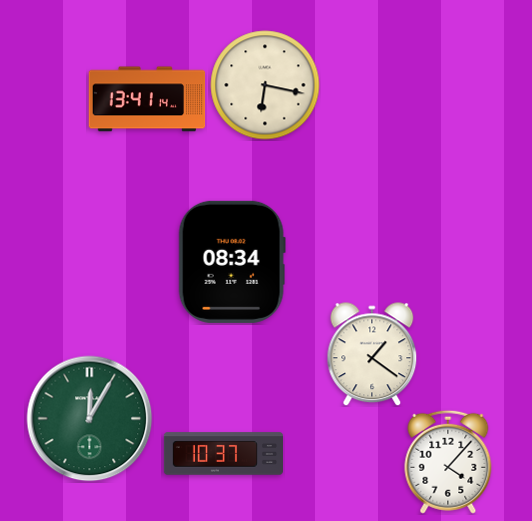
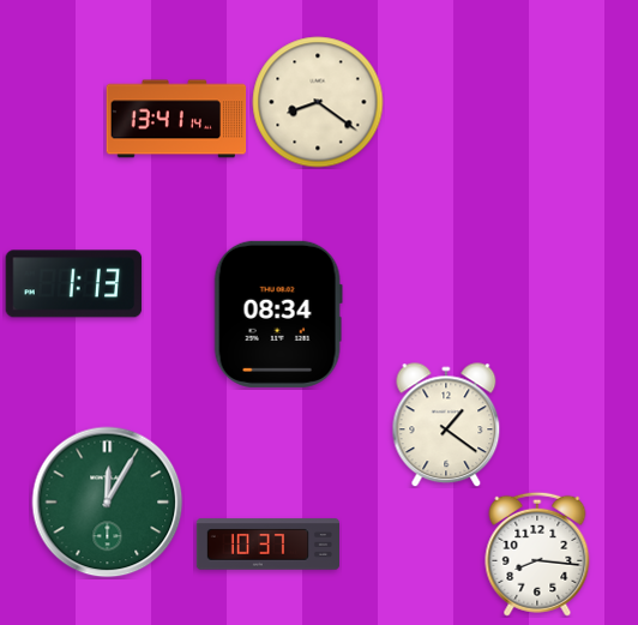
clock at (265, 85): 6:17 -> 8:21
clock at (74, 284): none -> 1:13
clock at (448, 462): 4:07 -> 8:16
